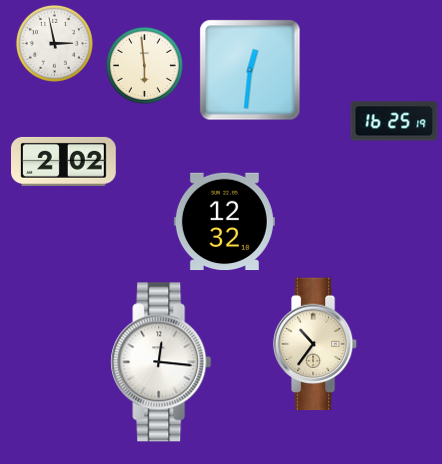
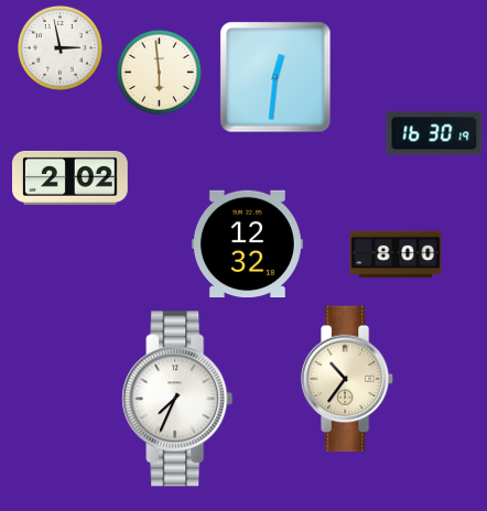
clock at (394, 121): 16:25 -> 16:30
clock at (396, 254): none -> 8:00
clock at (161, 362): 12:16 -> 7:34
